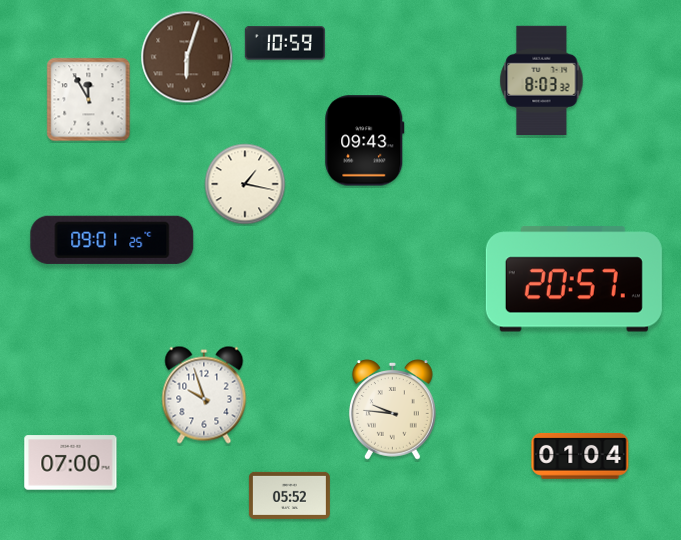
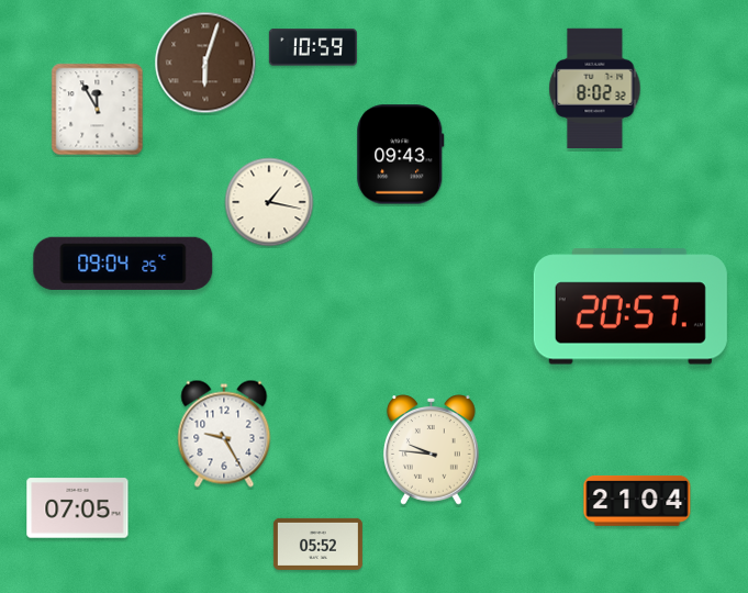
clock at (542, 80): 8:03 -> 8:02
clock at (112, 240): 09:01 -> 09:04
clock at (204, 395): 9:57 -> 9:25
clock at (580, 456): 01:04 -> 21:04
clock at (71, 463): 07:00 -> 07:05
